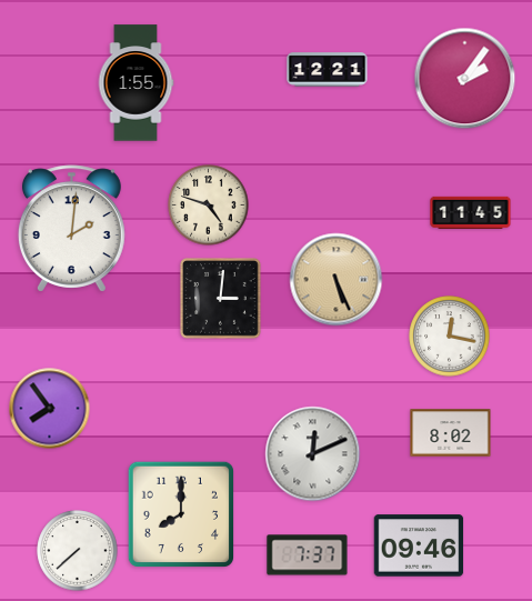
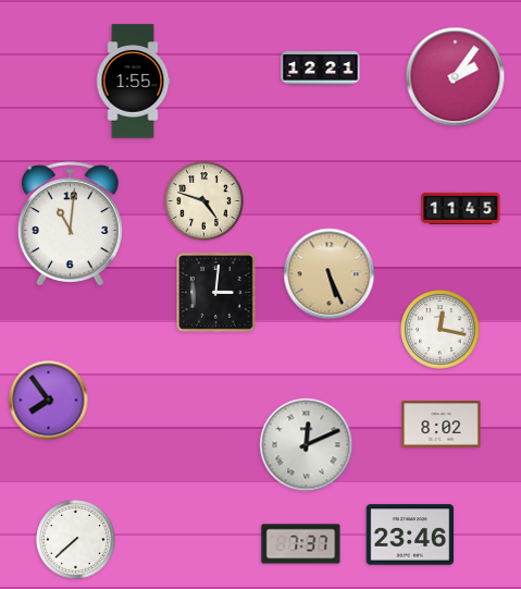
clock at (71, 229): 2:01 -> 11:01
clock at (180, 513): 8:00 -> none
clock at (419, 545): 09:46 -> 23:46
